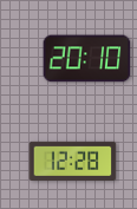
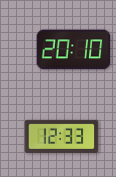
clock at (73, 161): 12:28 -> 12:33
